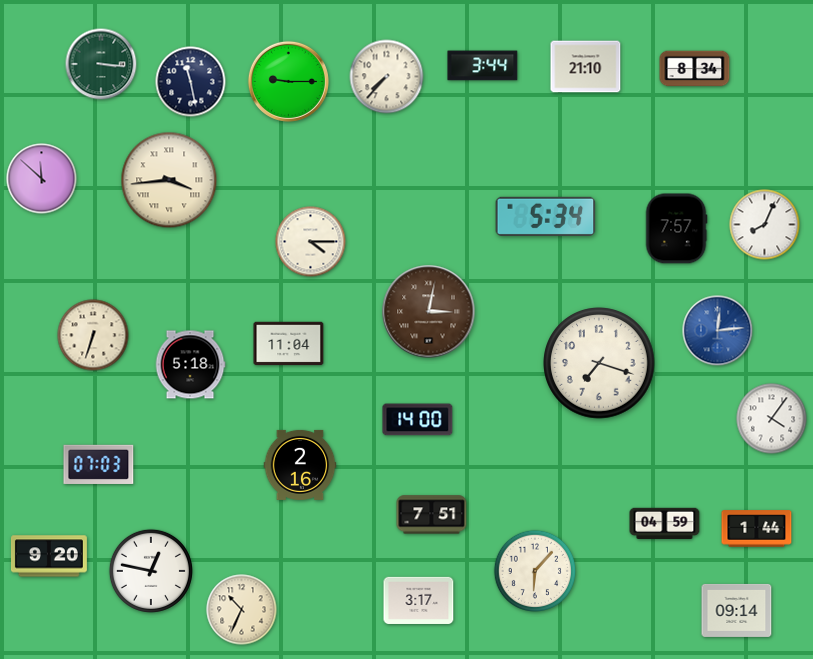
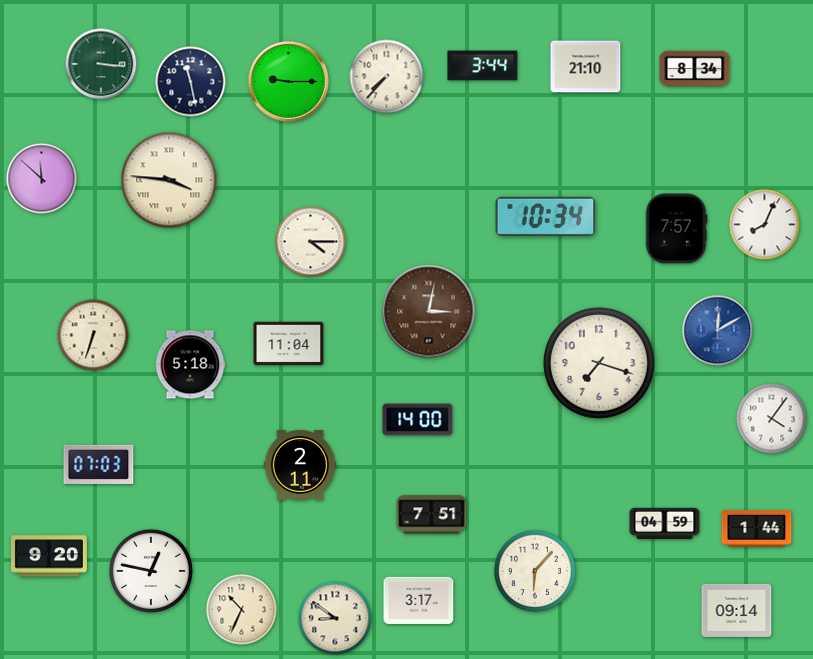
clock at (169, 180): 3:44 -> 3:46
clock at (546, 216): 5:34 -> 10:34
clock at (718, 331): 12:14 -> 12:10
clock at (300, 465): 2:16 -> 2:11
clock at (335, 618): none -> 8:51
